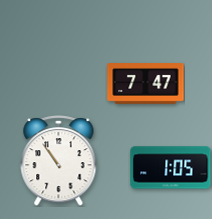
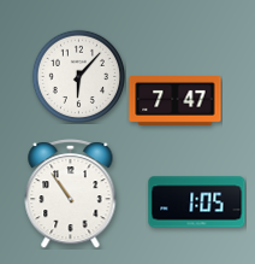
clock at (78, 76): none -> 6:07
clock at (171, 168) position: (171, 168) -> (197, 203)
